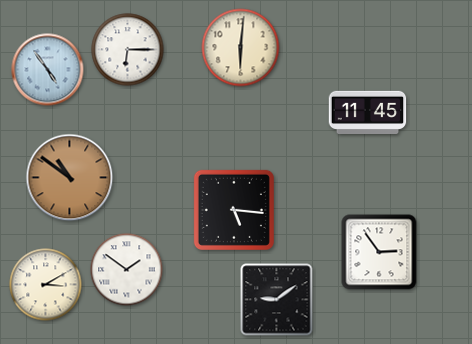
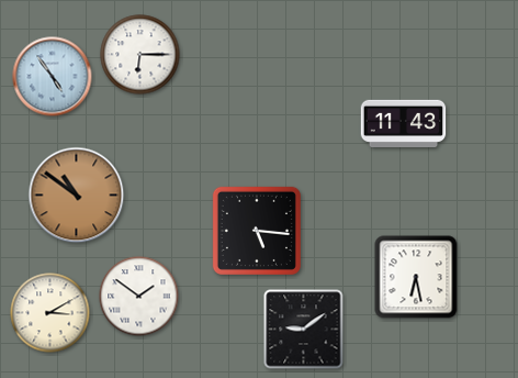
clock at (241, 48): 6:01 -> none
clock at (368, 112): 11:45 -> 11:43
clock at (379, 252): 2:54 -> 6:28
